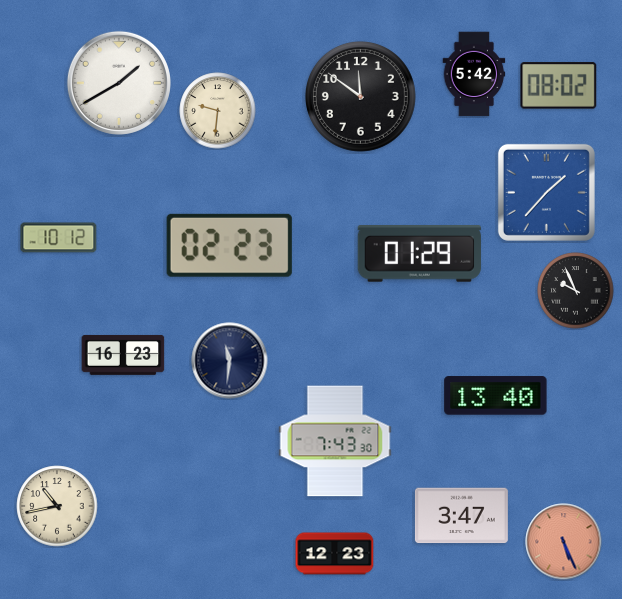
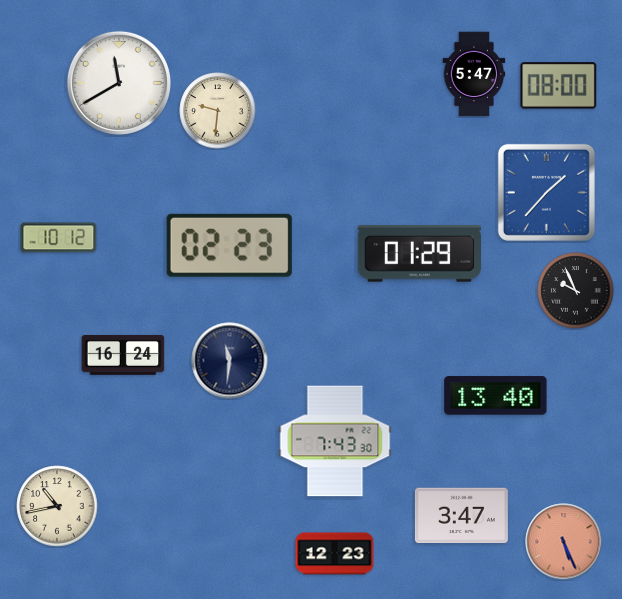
clock at (474, 74): 5:42 -> 5:47
clock at (119, 83): 1:40 -> 11:40
clock at (559, 86): 08:02 -> 08:00
clock at (360, 96): 11:51 -> none
clock at (123, 355): 16:23 -> 16:24
